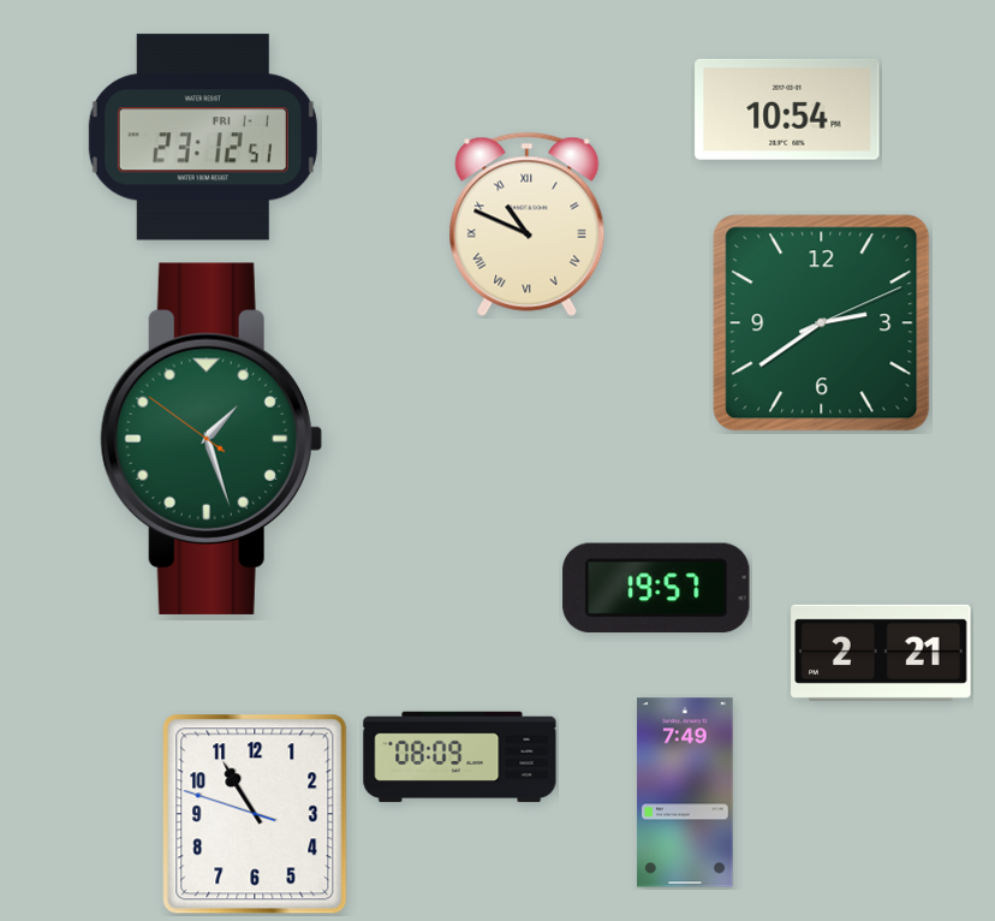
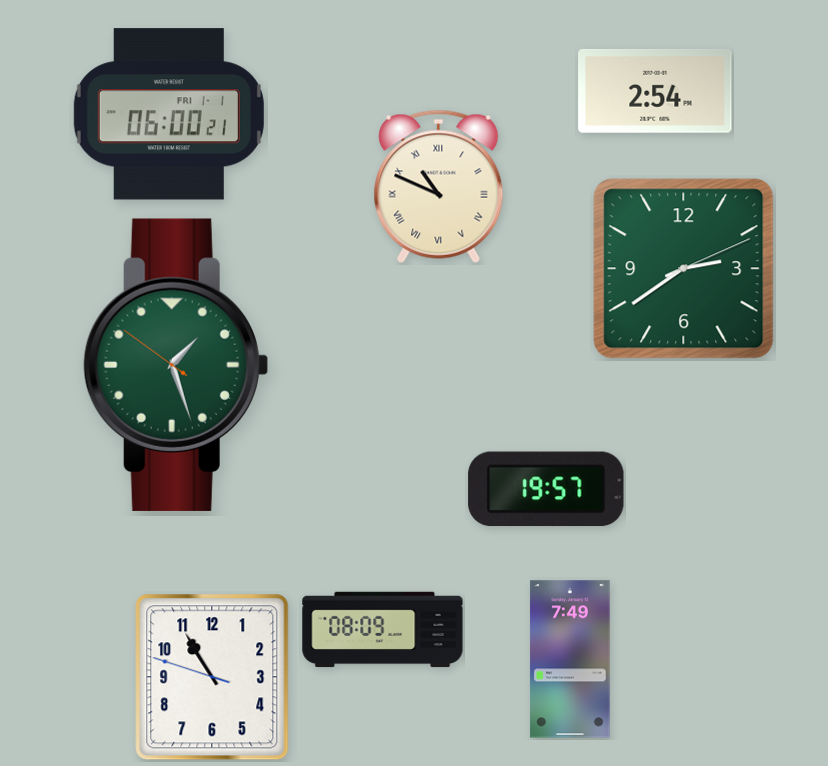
clock at (787, 109): 10:54 -> 2:54
clock at (203, 137): 23:12 -> 06:00
clock at (881, 653): 2:21 -> none
